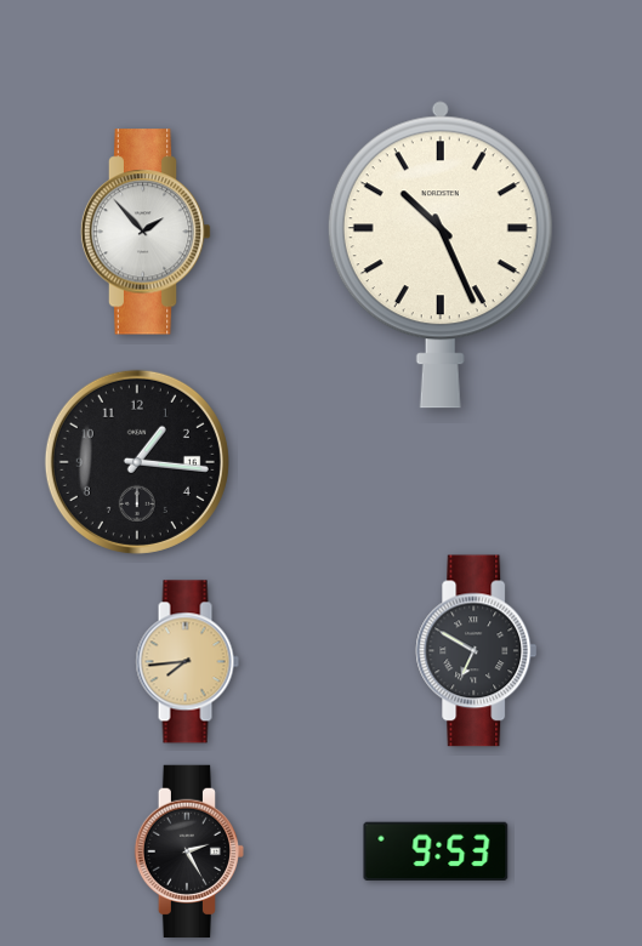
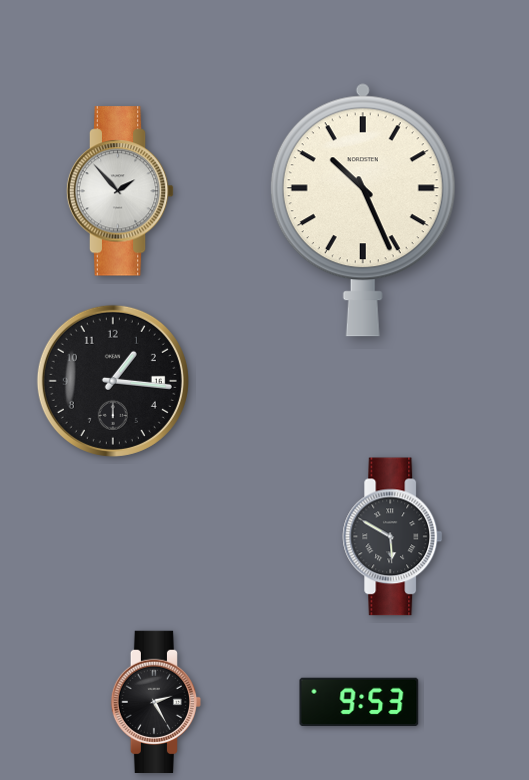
clock at (477, 651): 6:50 -> 5:50
clock at (187, 662): 7:44 -> none
